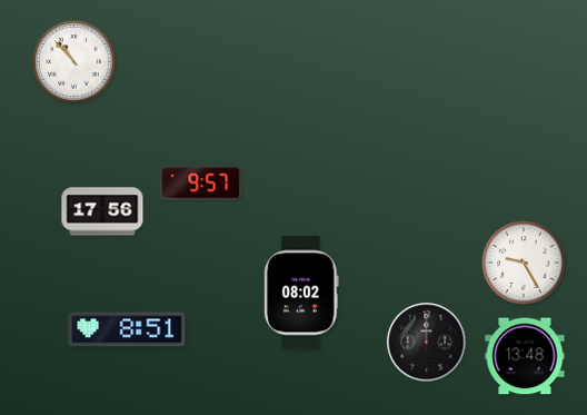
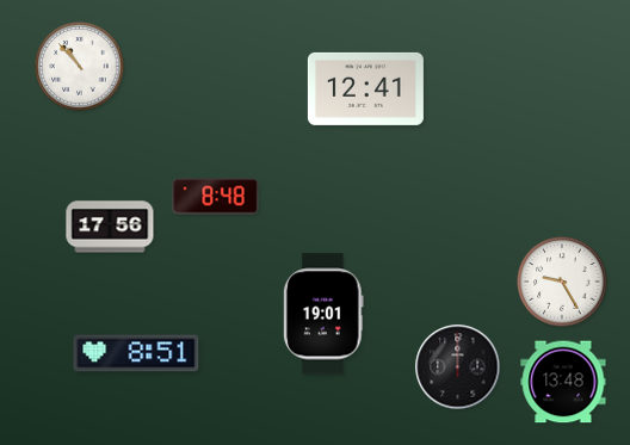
clock at (365, 88): none -> 12:41
clock at (201, 184): 9:57 -> 8:48
clock at (301, 293): 08:02 -> 19:01
